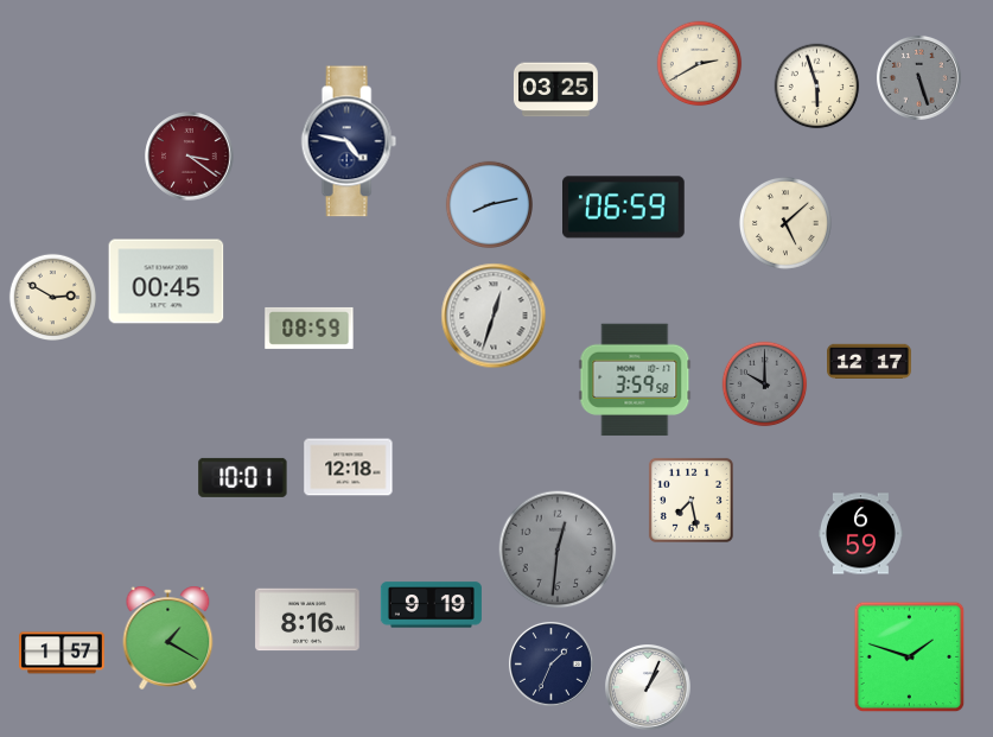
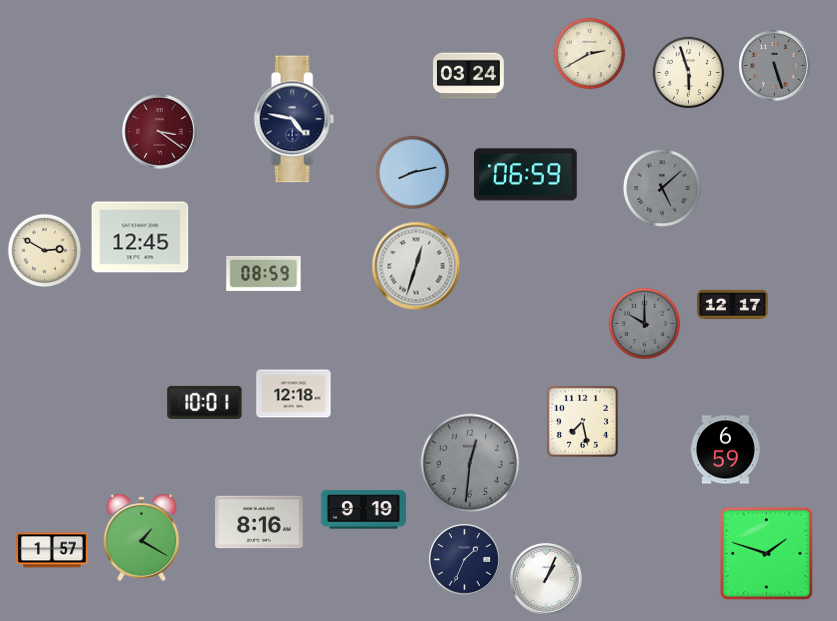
clock at (555, 90): 03:25 -> 03:24
clock at (785, 223) dial: cream -> grey
clock at (166, 281): 00:45 -> 12:45
clock at (310, 328) position: (310, 328) -> (264, 273)
clock at (635, 380): 3:59 -> none
